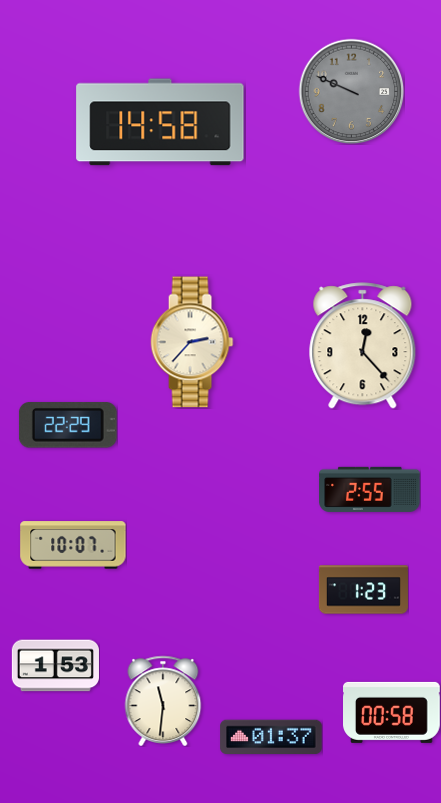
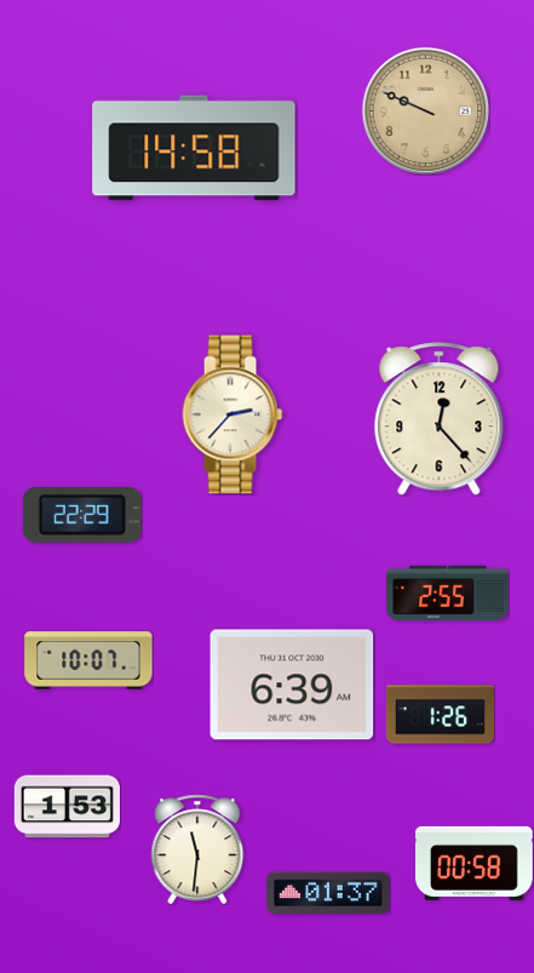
clock at (351, 91) dial: grey -> champagne
clock at (292, 685): none -> 6:39
clock at (363, 590): 1:23 -> 1:26
